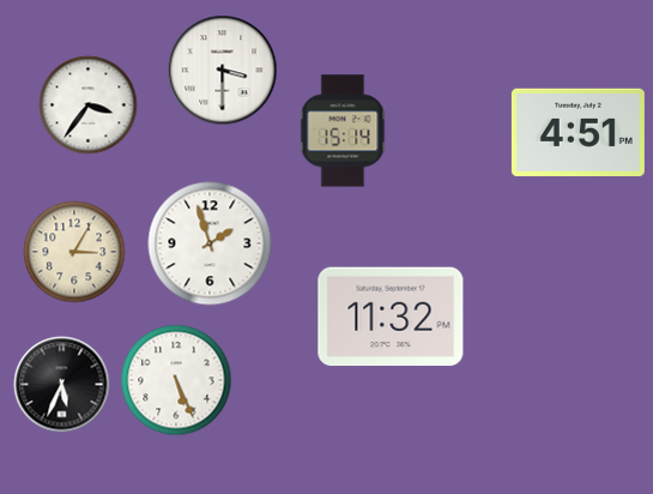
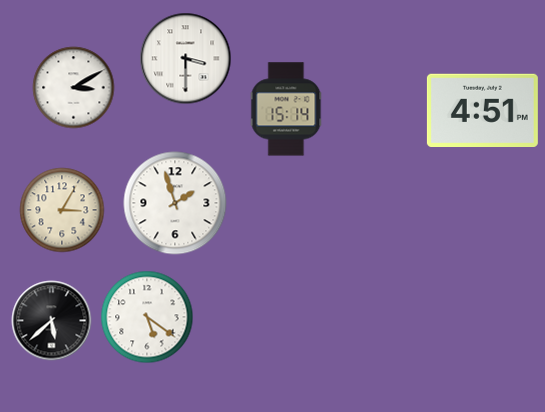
clock at (89, 106): 3:36 -> 3:10
clock at (391, 317): 11:32 -> none
clock at (176, 380): 5:26 -> 5:21
clock at (62, 385): 5:34 -> 5:38
